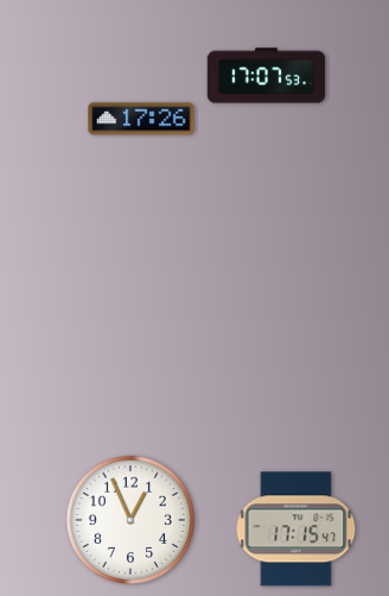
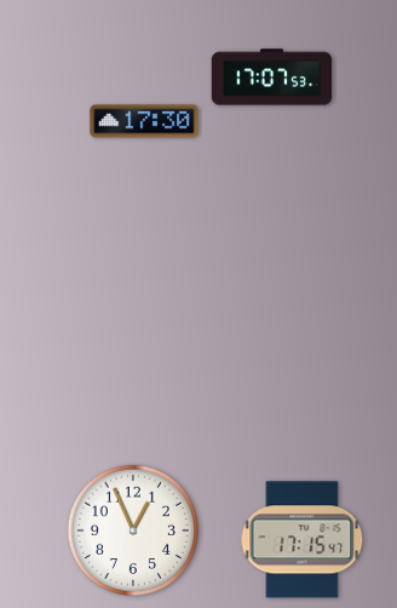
clock at (141, 119): 17:26 -> 17:30
